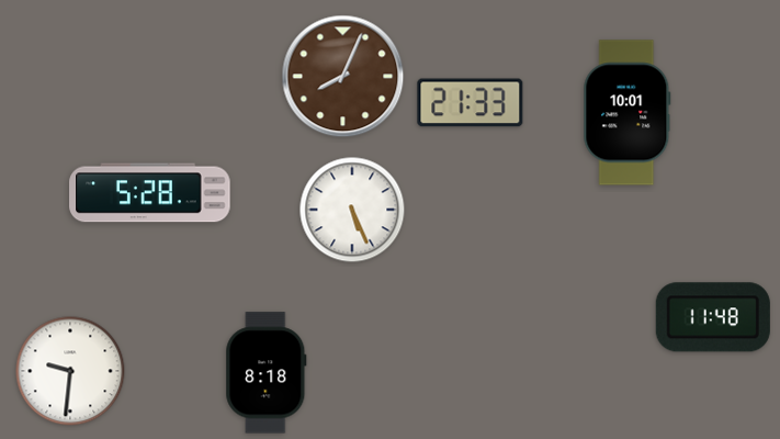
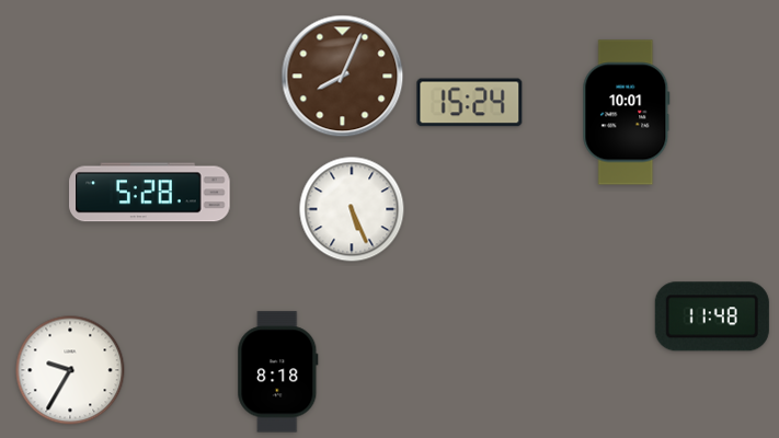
clock at (471, 103): 21:33 -> 15:24
clock at (70, 371): 9:31 -> 9:35
clock at (267, 373) position: (267, 373) -> (278, 372)
